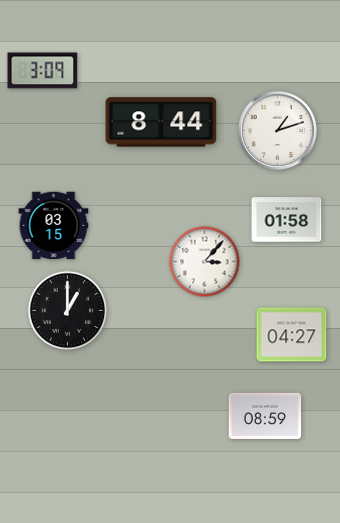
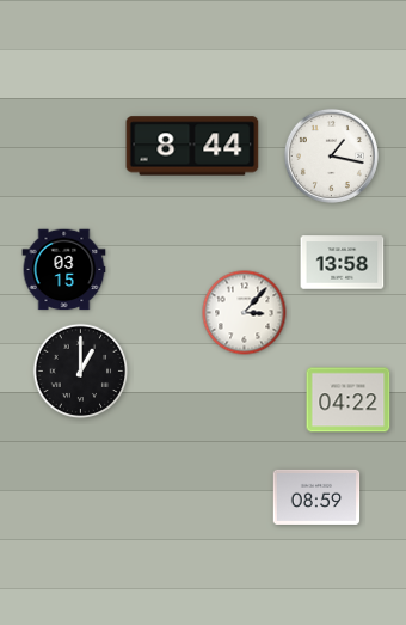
clock at (43, 71): 3:09 -> none
clock at (277, 130): 1:12 -> 1:17
clock at (287, 220): 01:58 -> 13:58
clock at (292, 335): 04:27 -> 04:22
